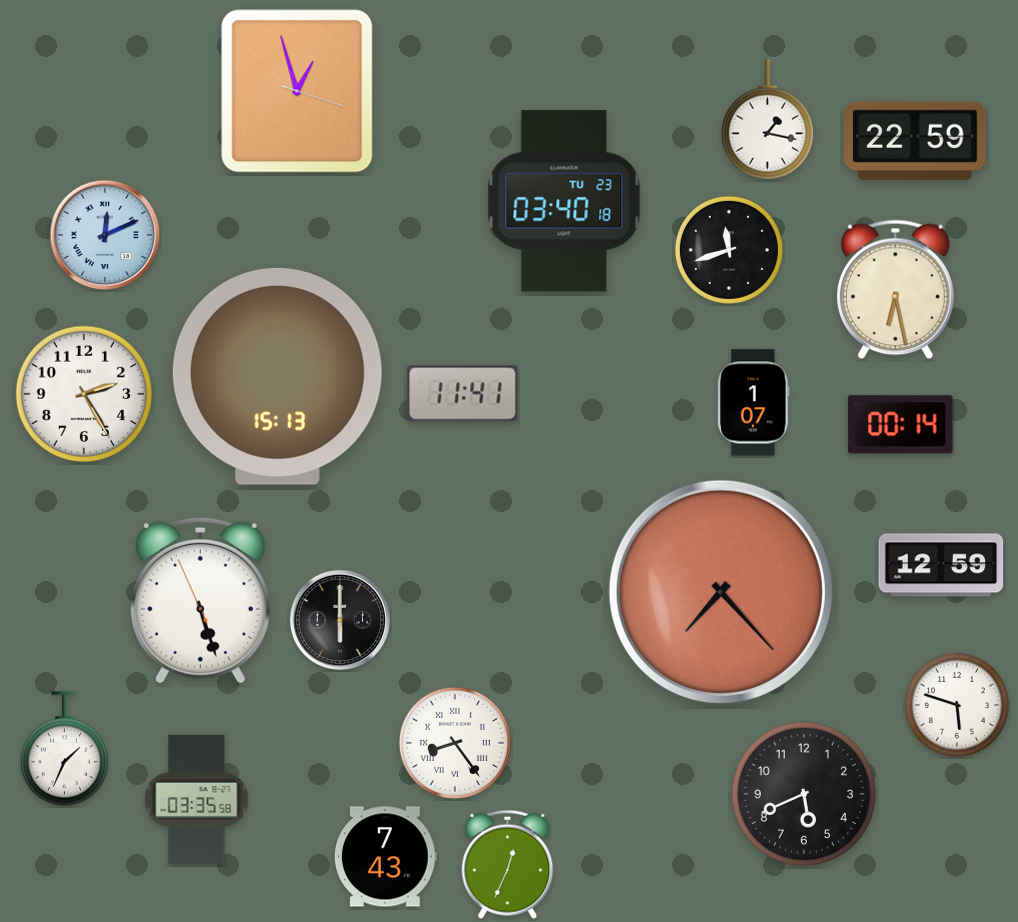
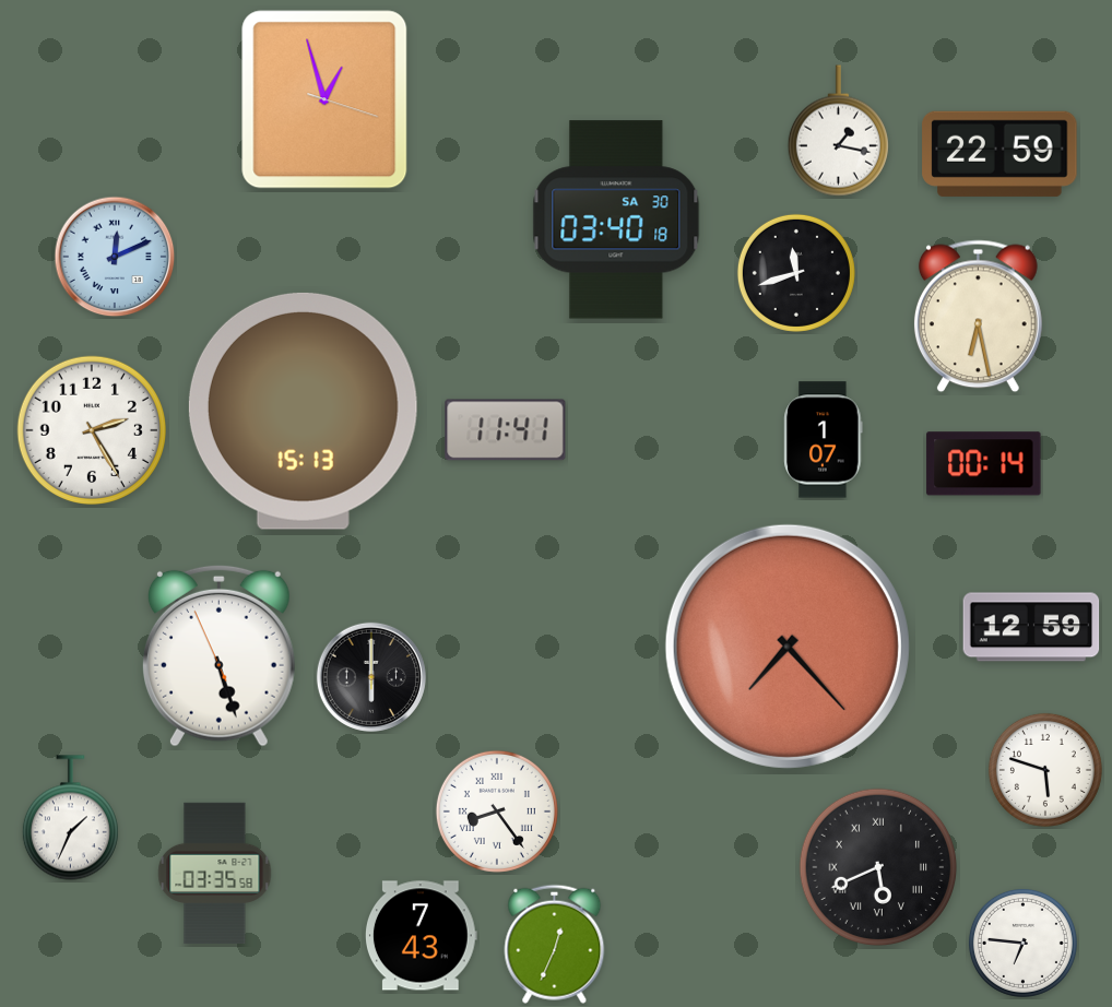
clock at (564, 201) date: TU 23 -> SA 30
clock at (941, 565) position: (941, 565) -> (1031, 627)
clock at (804, 794) numerals: Arabic -> Roman
clock at (1022, 943): none -> 6:46
